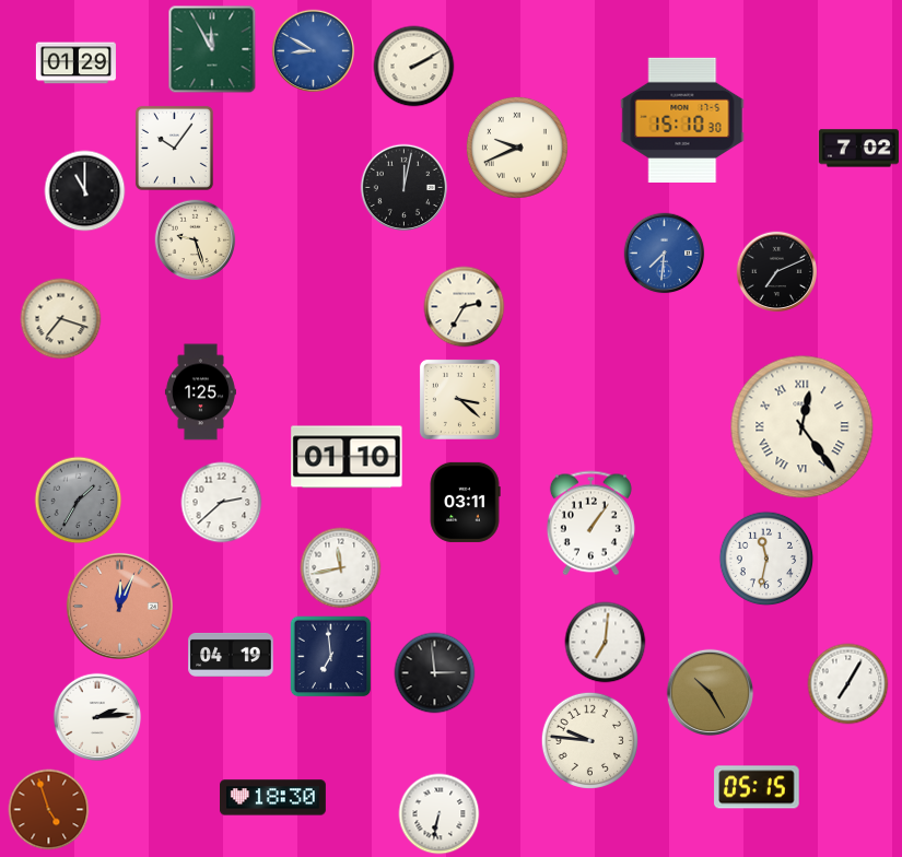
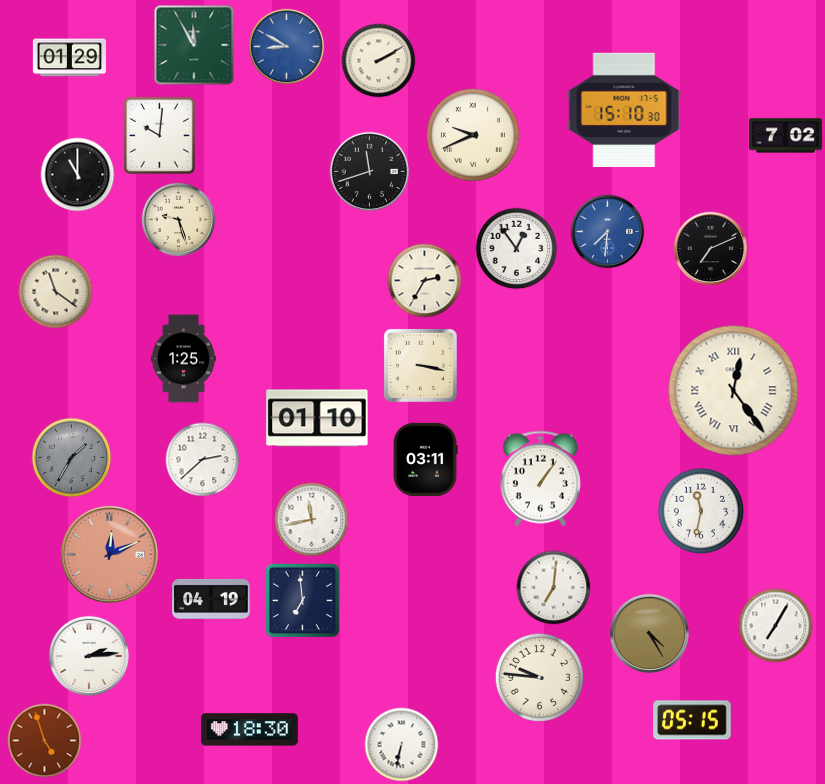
clock at (174, 148): 10:06 -> 10:01
clock at (405, 188): 12:02 -> 11:42
clock at (517, 249): none -> 12:54
clock at (61, 319): 7:18 -> 11:21
clock at (459, 399): 3:22 -> 3:17
clock at (119, 606): 12:04 -> 12:11
clock at (435, 673): 2:59 -> none
clock at (711, 693): 10:25 -> 4:25
